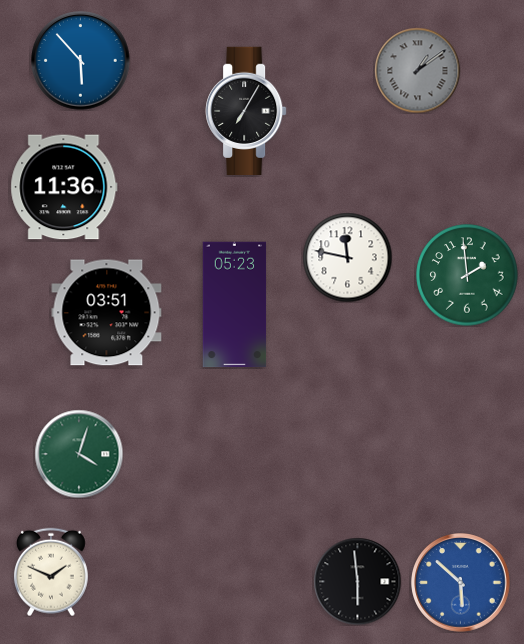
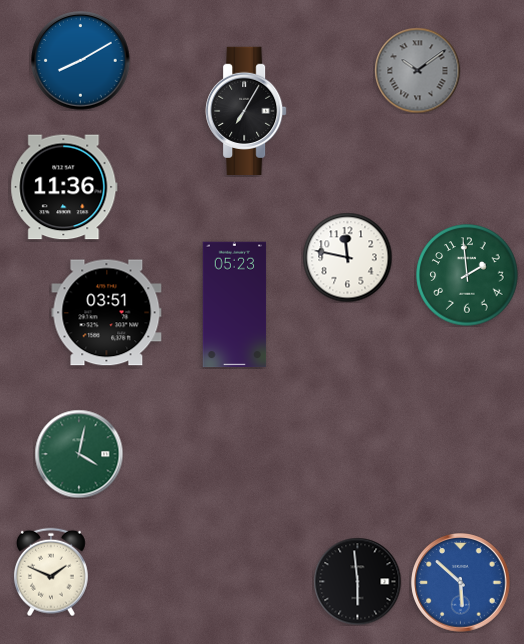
clock at (81, 61): 5:53 -> 8:10
clock at (417, 70): 1:09 -> 10:09
clock at (79, 454): 4:03 -> 4:02
